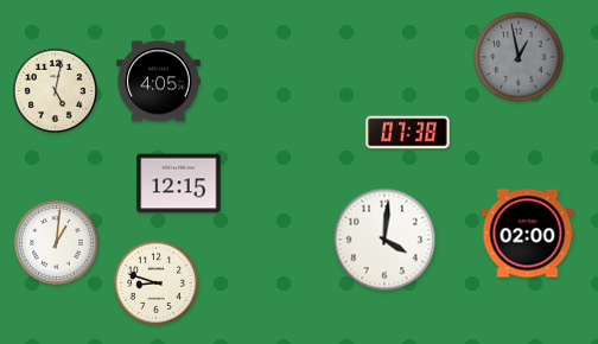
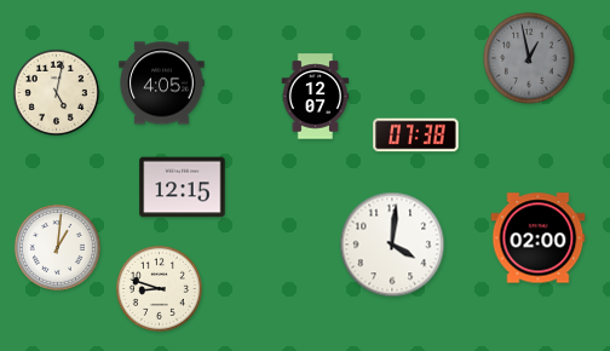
clock at (316, 97): none -> 12:07
